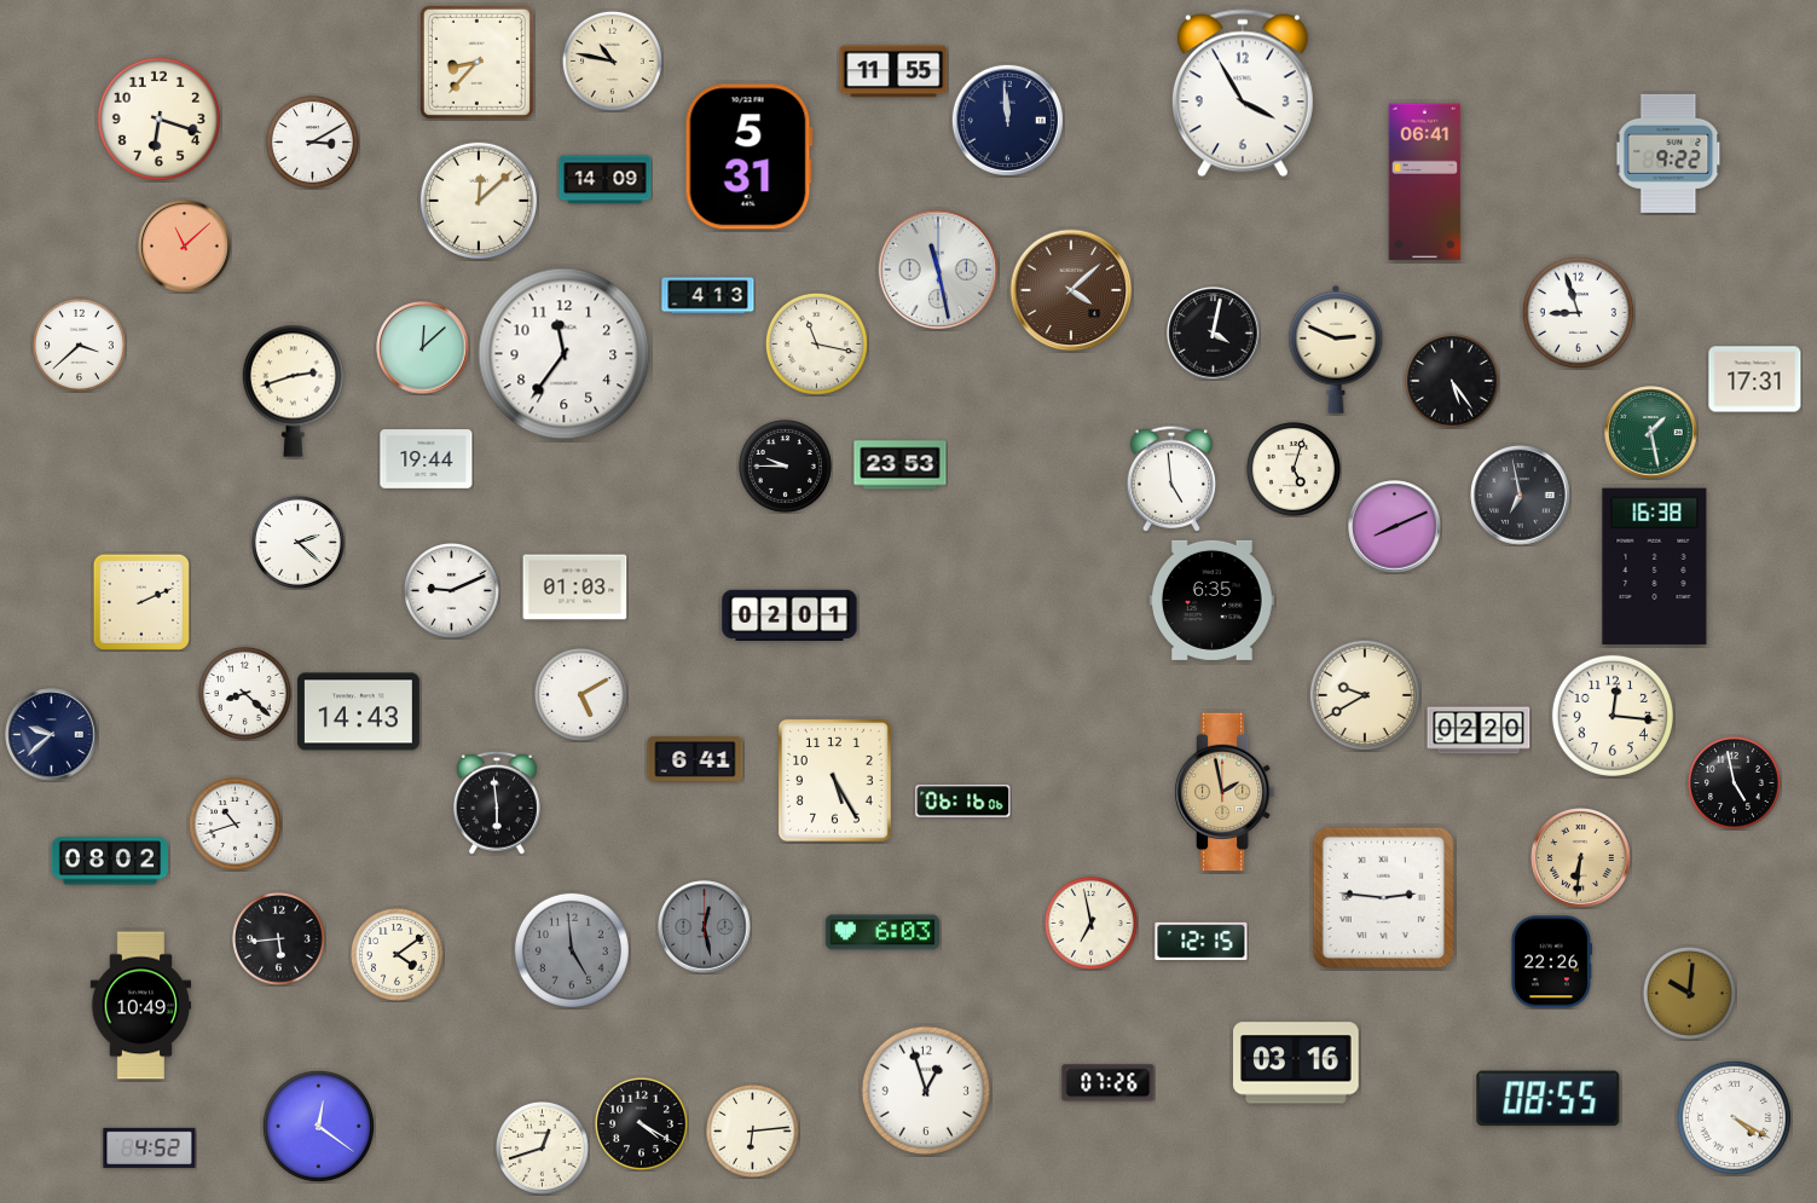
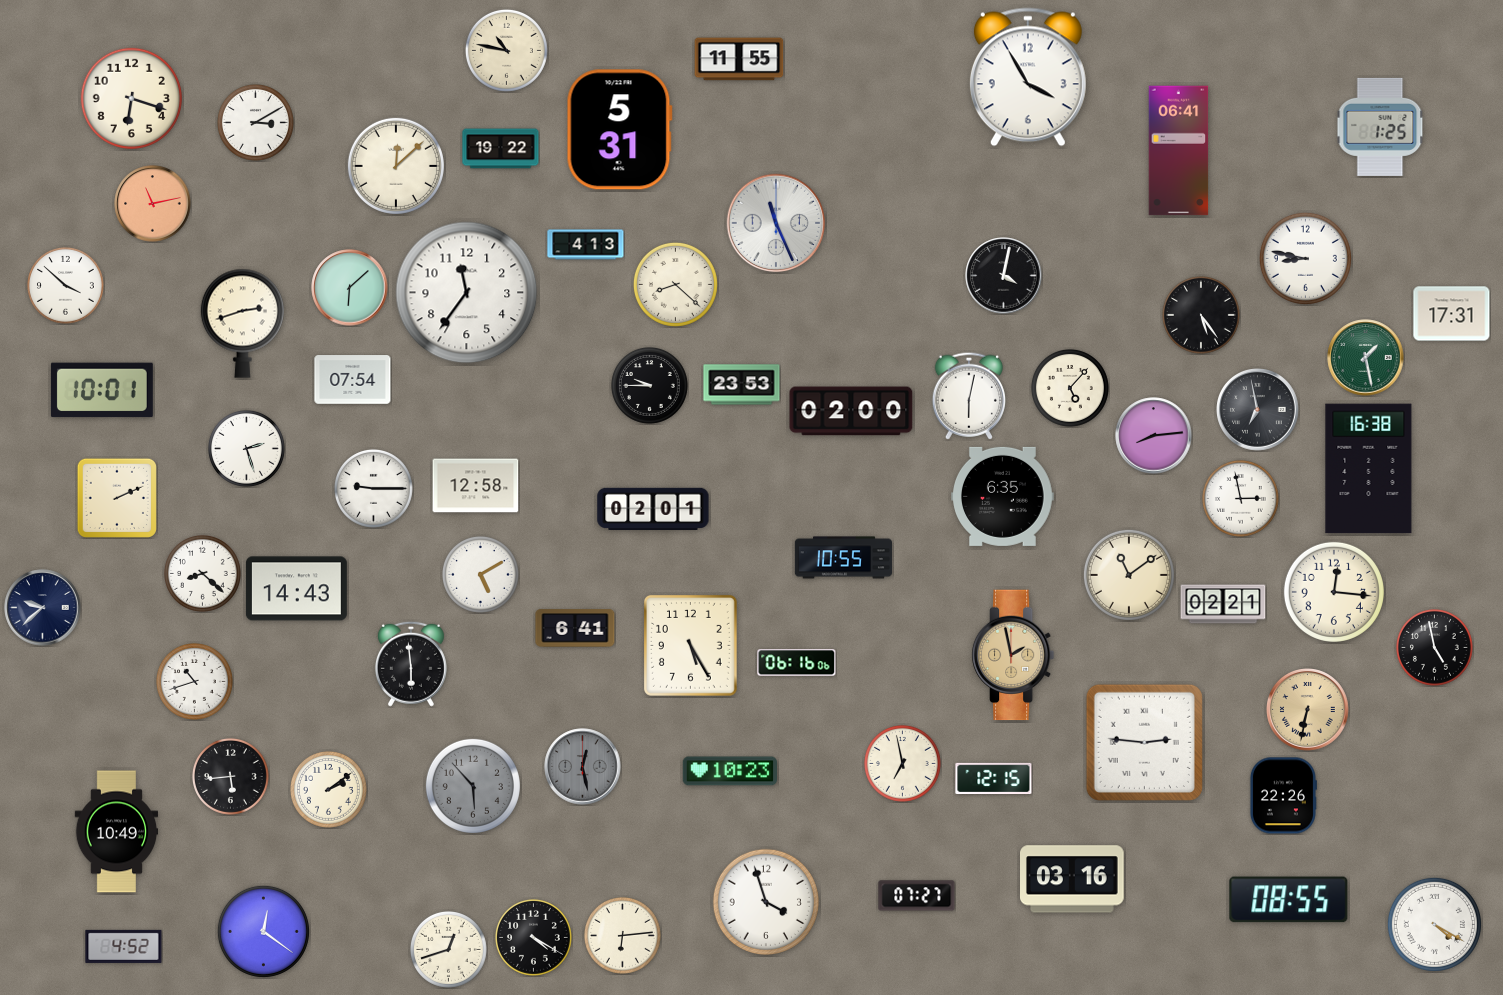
clock at (476, 62): 8:37 -> none
clock at (1007, 120): 11:59 -> none
clock at (313, 143) position: (313, 143) -> (256, 123)
clock at (1668, 154): 9:22 -> 1:25
clock at (606, 180): 14:09 -> 19:22
clock at (185, 247): 11:08 -> 11:13
clock at (938, 270): 11:28 -> 11:26
clock at (1071, 290): 4:08 -> none
clock at (1578, 312): 8:57 -> 8:47
clock at (816, 343): 11:17 -> 8:22
clock at (80, 346): 3:38 -> 3:52
clock at (423, 348): 12:08 -> 6:08
clock at (1336, 349): 2:49 -> none
clock at (427, 459): 19:44 -> 07:54
clock at (901, 465) position: (901, 465) -> (742, 385)
clock at (1294, 469): 5:03 -> 5:07
clock at (102, 390): none -> 10:01
clock at (1170, 479): 4:59 -> 6:02
clock at (851, 411): none -> 02:00
clock at (1395, 527): 8:11 -> 8:14
clock at (299, 543): 2:22 -> 2:27
clock at (575, 588): 01:03 -> 12:58
clock at (451, 590): 9:11 -> 9:15
clock at (1241, 499): none -> 2:58
clock at (843, 558): none -> 10:55
clock at (1365, 695): 9:40 -> 11:09
clock at (1479, 730): 02:20 -> 02:21
clock at (1581, 858): 6:31 -> 6:32
clock at (110, 861): 08:02 -> none
clock at (881, 932): 6:03 -> 10:23
clock at (572, 950): 4:59 -> 5:53
clock at (398, 955): 4:09 -> 2:09
clock at (1690, 994): 10:01 -> none
clock at (1109, 1083): 07:26 -> 07:27
clock at (925, 1089): 12:57 -> 3:57
clock at (1549, 1099) position: (1549, 1099) -> (1289, 900)
clock at (642, 1124) position: (642, 1124) -> (534, 938)
clock at (150, 1147) position: (150, 1147) -> (124, 946)
